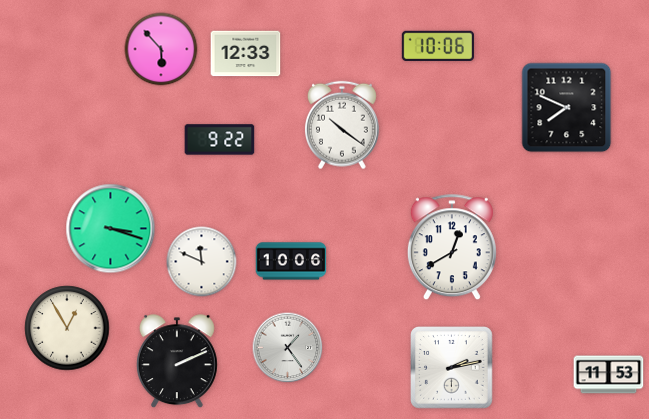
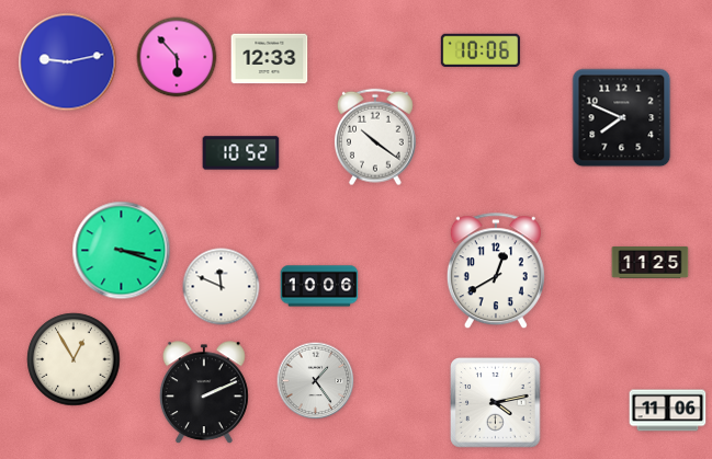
clock at (161, 49) position: (161, 49) -> (177, 57)
clock at (68, 62): none -> 9:13
clock at (220, 140): 9:22 -> 10:52
clock at (651, 263): none -> 11:25
clock at (177, 362) position: (177, 362) -> (204, 393)
clock at (452, 368): 2:13 -> 4:13
clock at (609, 375): 11:53 -> 11:06
